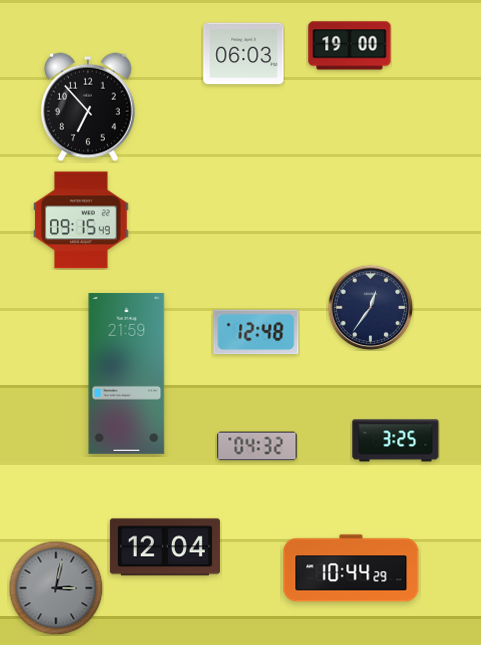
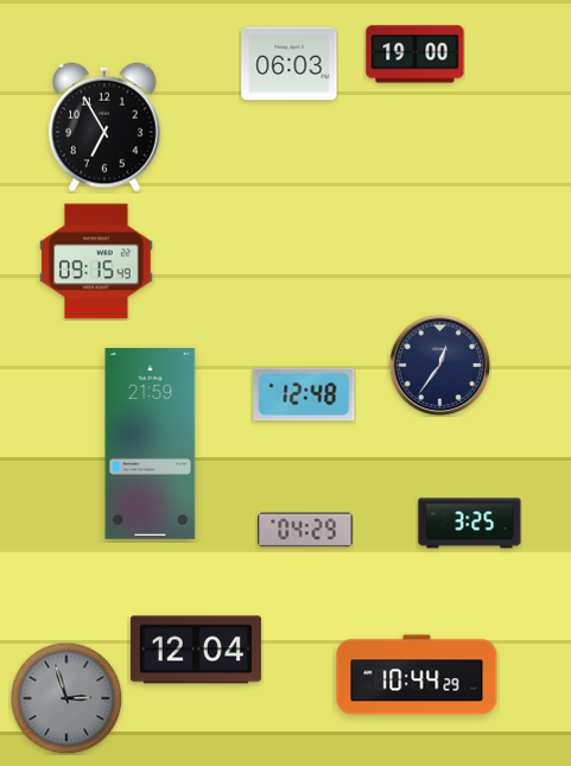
clock at (89, 107): 6:53 -> 6:55
clock at (257, 446): 04:32 -> 04:29
clock at (56, 588): 3:02 -> 2:57
